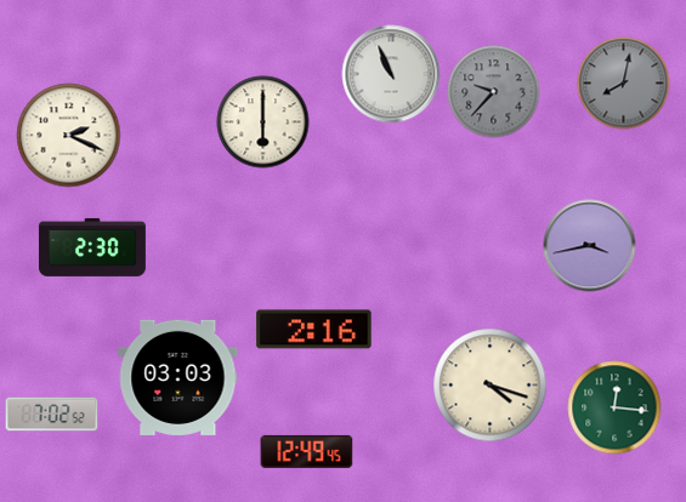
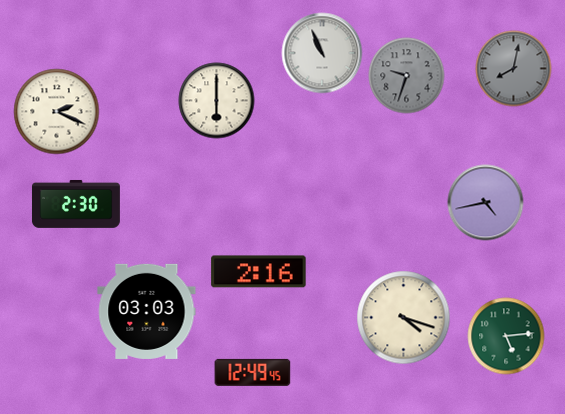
clock at (391, 74) position: (391, 74) -> (322, 53)
clock at (494, 92): 9:37 -> 9:33
clock at (590, 246): 3:43 -> 4:43
clock at (614, 407): 12:16 -> 5:14
clock at (52, 415): 7:02 -> none
